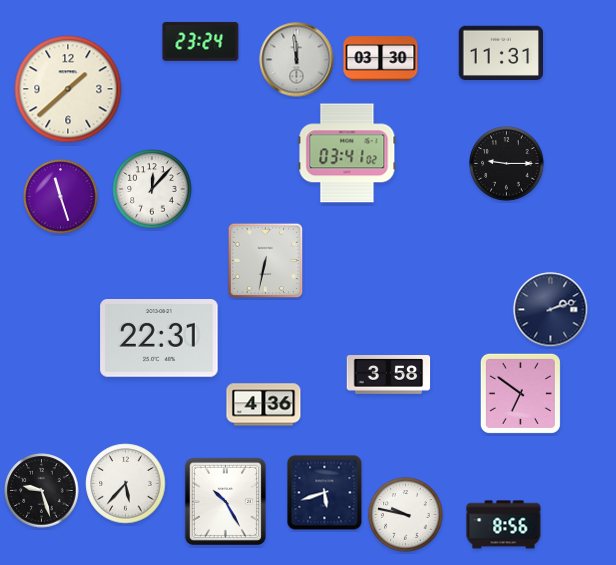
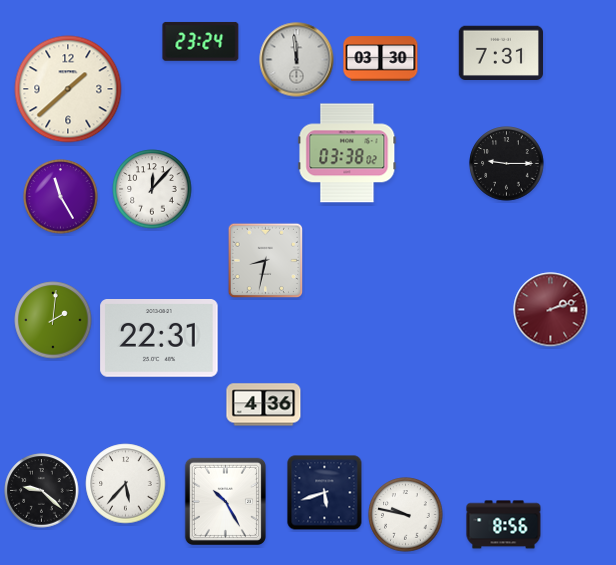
clock at (500, 53): 11:31 -> 7:31
clock at (347, 153): 03:41 -> 03:38
clock at (61, 197): 11:27 -> 11:25
clock at (266, 261): 6:32 -> 8:32
clock at (551, 310) dial: navy -> burgundy
clock at (53, 320): none -> 2:01
clock at (389, 375): 3:58 -> none
clock at (520, 393): 6:51 -> none
clock at (42, 491): 9:27 -> 9:22
